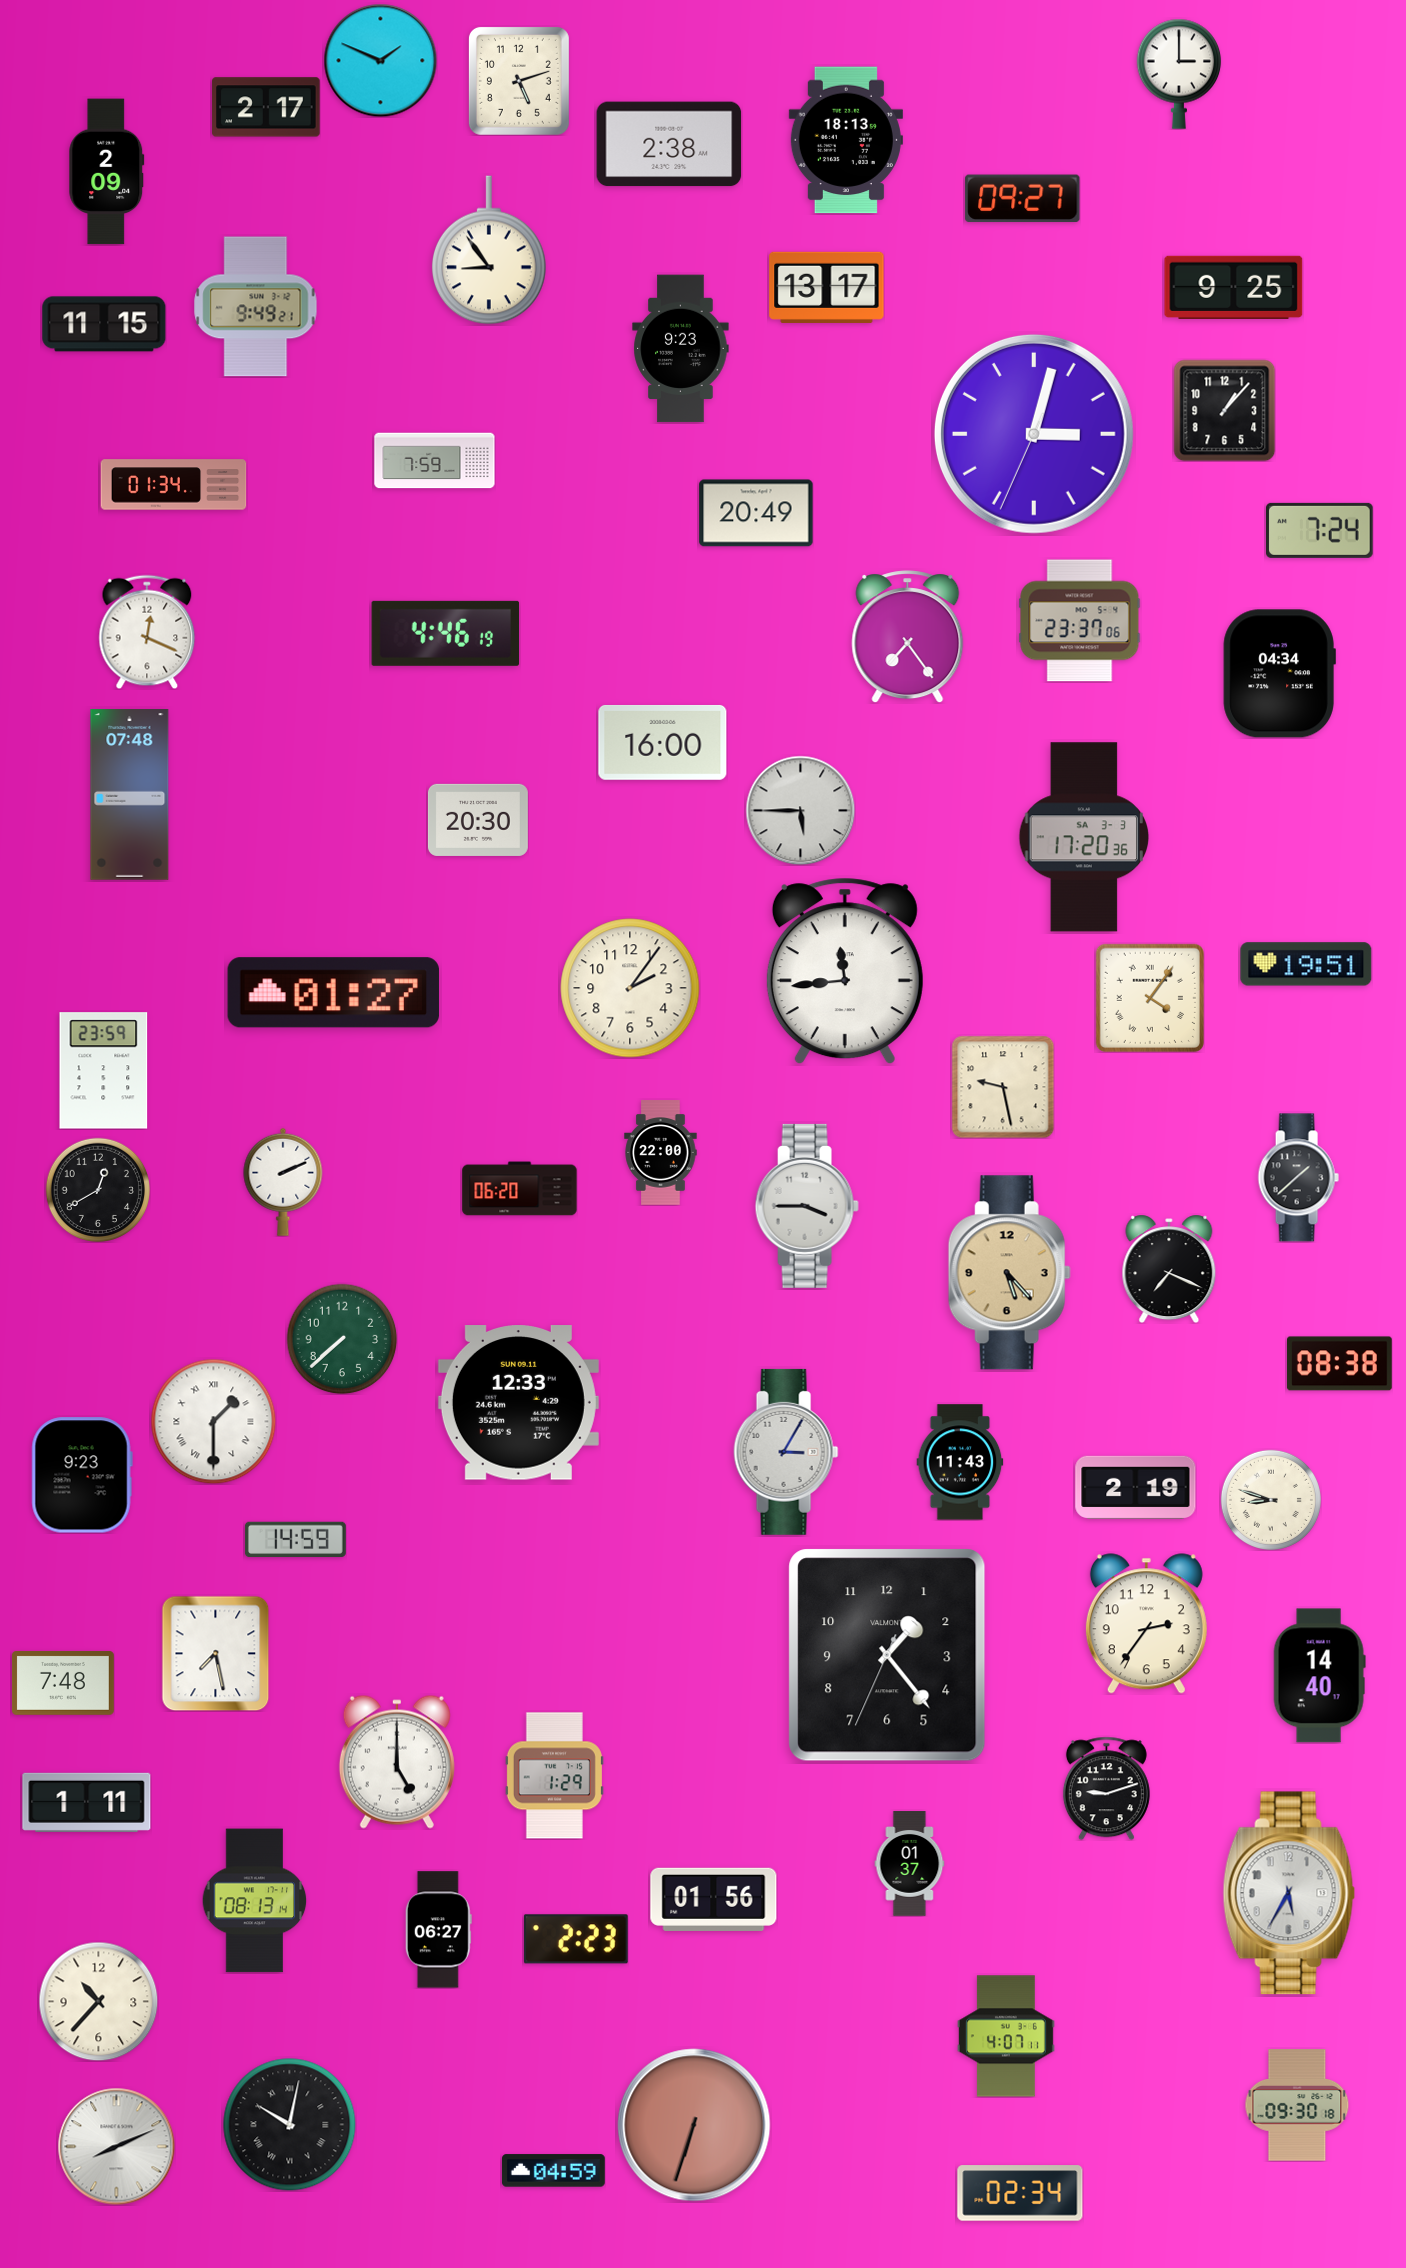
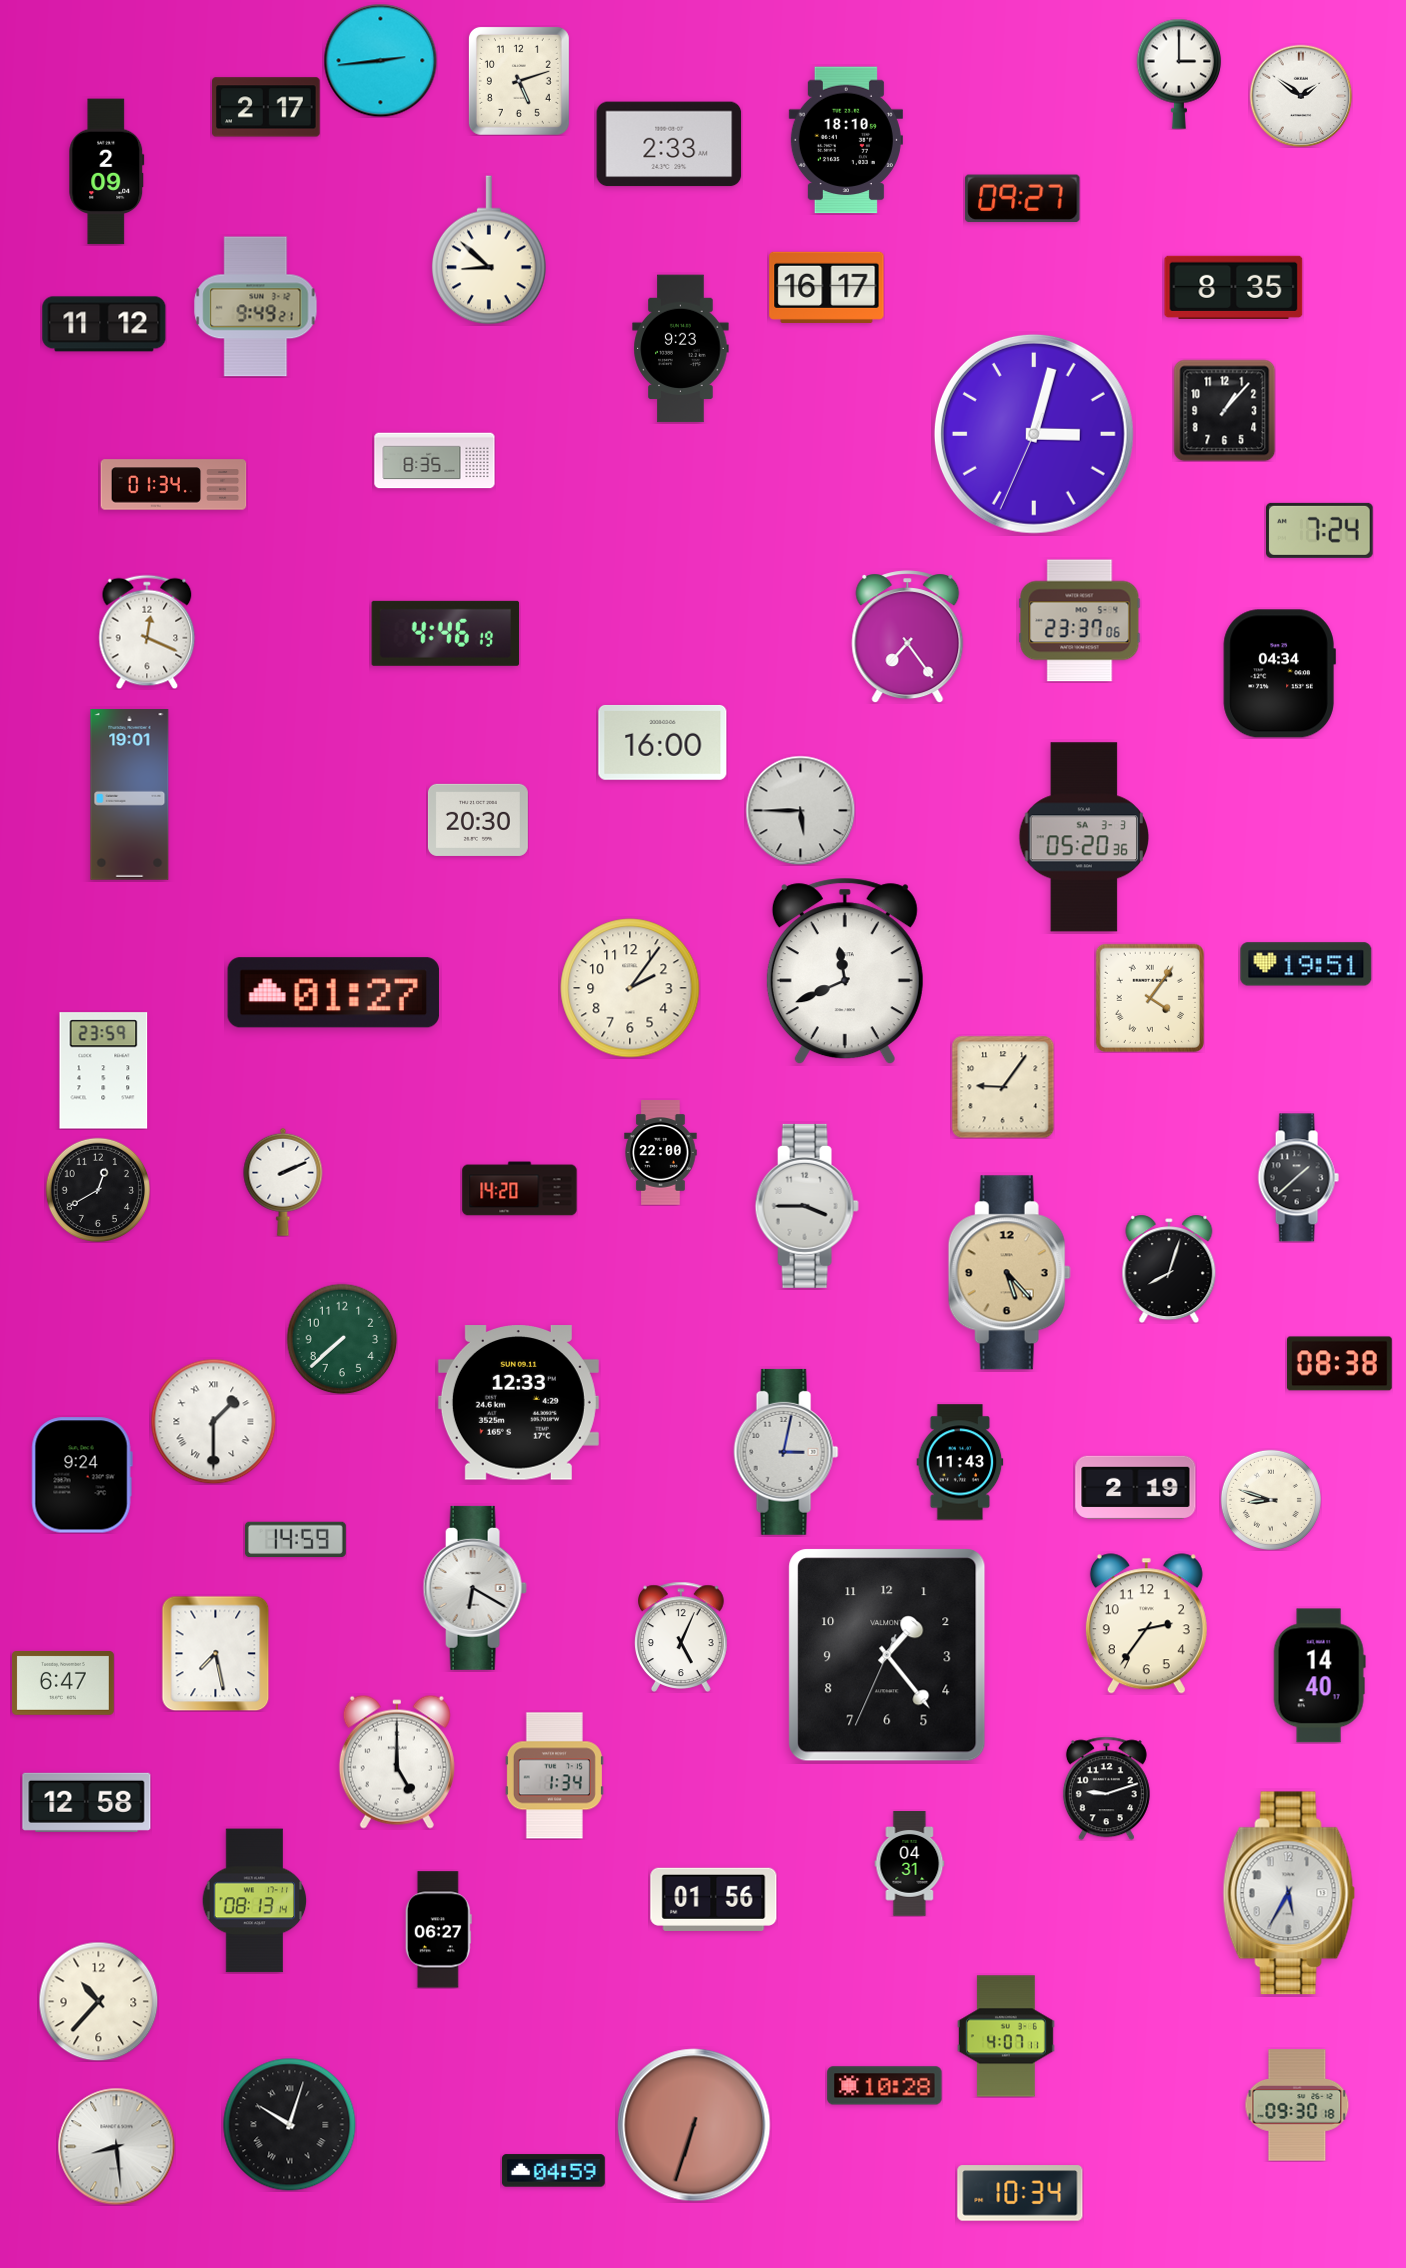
clock at (380, 60): 1:49 -> 2:44
clock at (1301, 96): none -> 1:51
clock at (846, 140): 18:13 -> 18:10
clock at (669, 144): 2:38 -> 2:33
clock at (489, 250): 8:54 -> 8:52
clock at (827, 287): 13:17 -> 16:17
clock at (1234, 287): 9:25 -> 8:35
clock at (104, 324): 11:15 -> 11:12
clock at (435, 461): 7:59 -> 8:35
clock at (756, 513): 20:49 -> none
clock at (130, 795): 07:48 -> 19:01
clock at (1084, 837): 17:20 -> 05:20
clock at (845, 971): 11:44 -> 11:41
clock at (1003, 1087): 9:28 -> 9:06
clock at (520, 1189): 06:20 -> 14:20
clock at (1169, 1269): 7:19 -> 8:03
clock at (786, 1452): 3:05 -> 3:02
clock at (82, 1475): 9:23 -> 9:24
clock at (475, 1588): none -> 6:20
clock at (682, 1637): none -> 5:04
clock at (63, 1684): 7:48 -> 6:47
clock at (554, 1776): 1:29 -> 1:34
clock at (87, 1802): 1:11 -> 12:58
clock at (910, 1864): 01:37 -> 04:31
clock at (576, 1939): 2:23 -> none
clock at (885, 2086): none -> 10:28
clock at (290, 2125): 10:02 -> 10:03
clock at (116, 2146): 8:11 -> 8:29
clock at (1020, 2193): 02:34 -> 10:34
